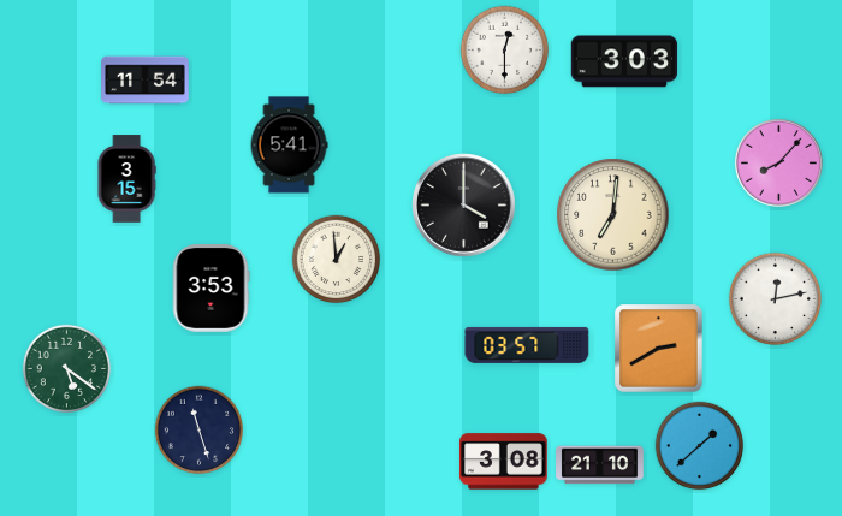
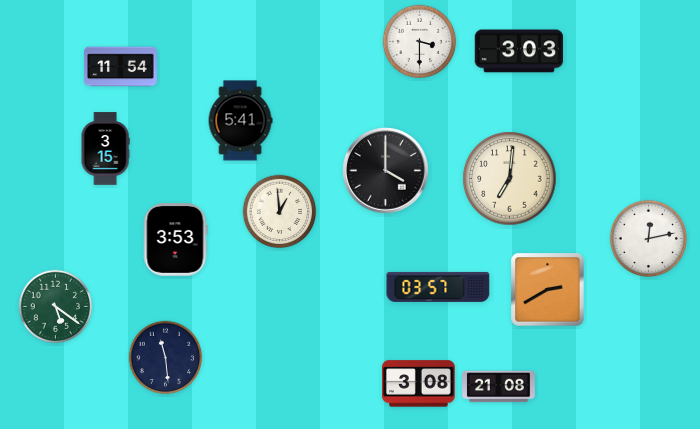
clock at (505, 51): 12:30 -> 3:30
clock at (778, 162): 8:07 -> none
clock at (337, 260) position: (337, 260) -> (280, 212)
clock at (775, 298) position: (775, 298) -> (648, 238)
clock at (200, 431): 11:27 -> 11:29
clock at (700, 446): 1:38 -> none
clock at (600, 465): 21:10 -> 21:08
